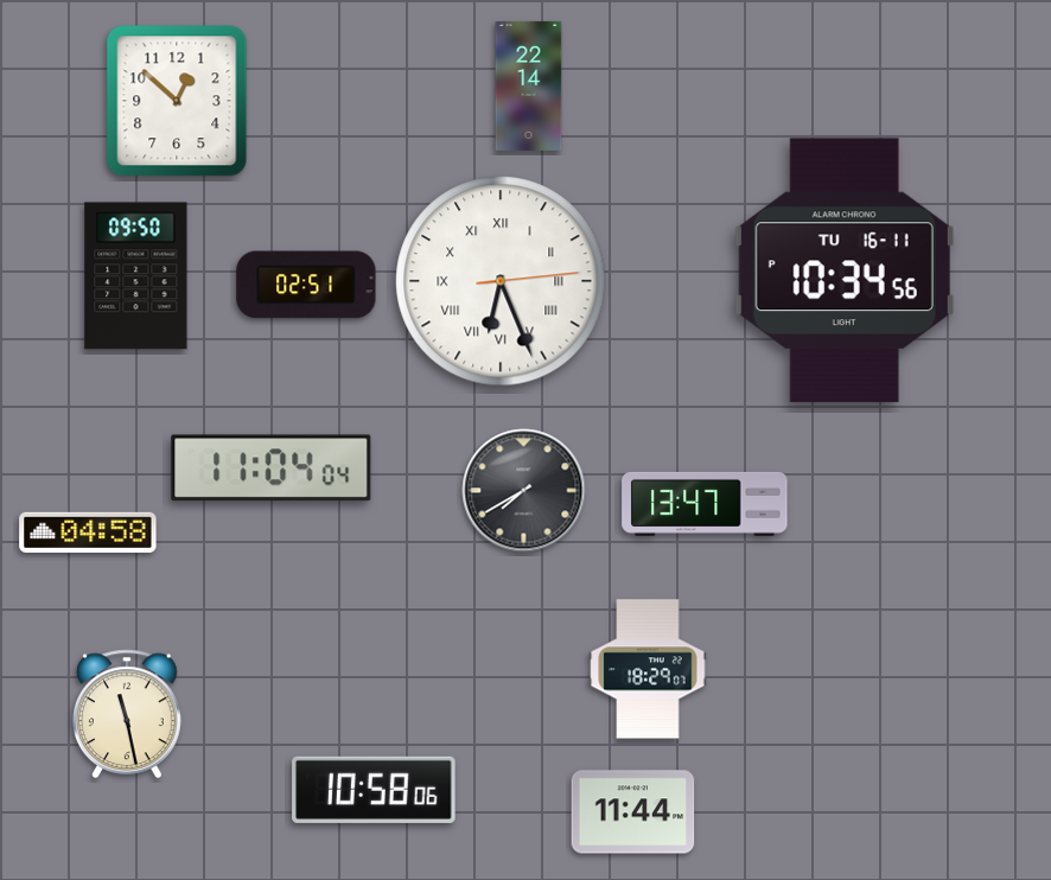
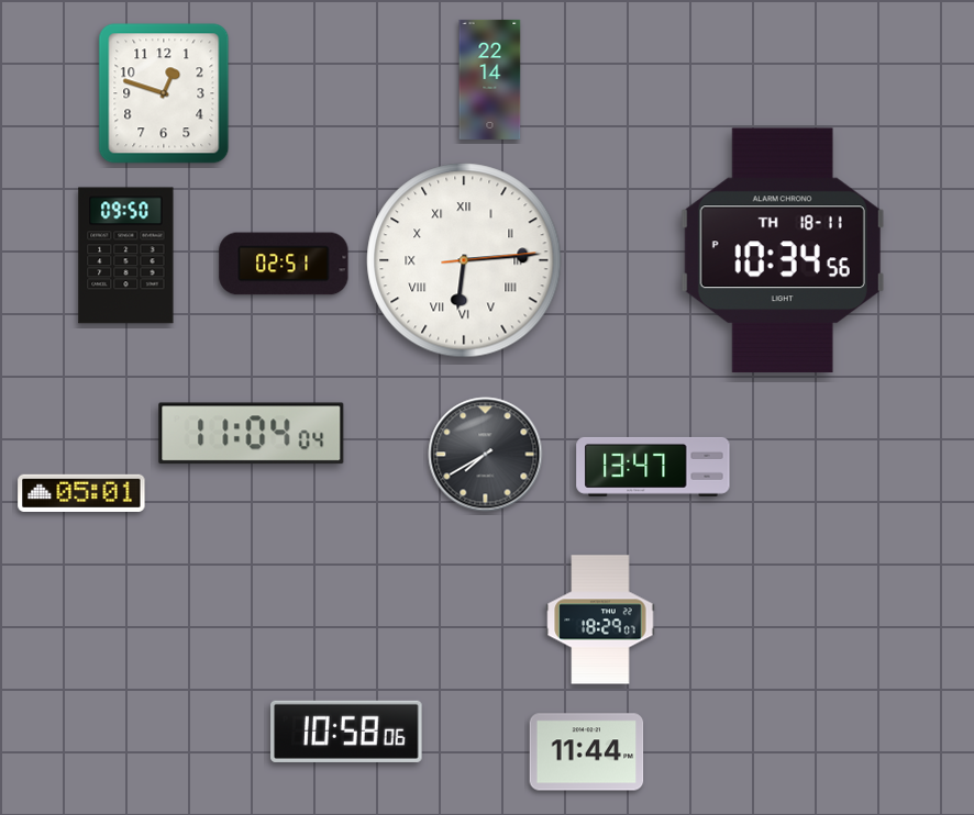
clock at (177, 101): 12:52 -> 12:48
clock at (845, 270) date: TU 16-11 -> TH 18-11
clock at (501, 281): 6:26 -> 6:14
clock at (88, 533): 04:58 -> 05:01
clock at (128, 714): 11:28 -> none
